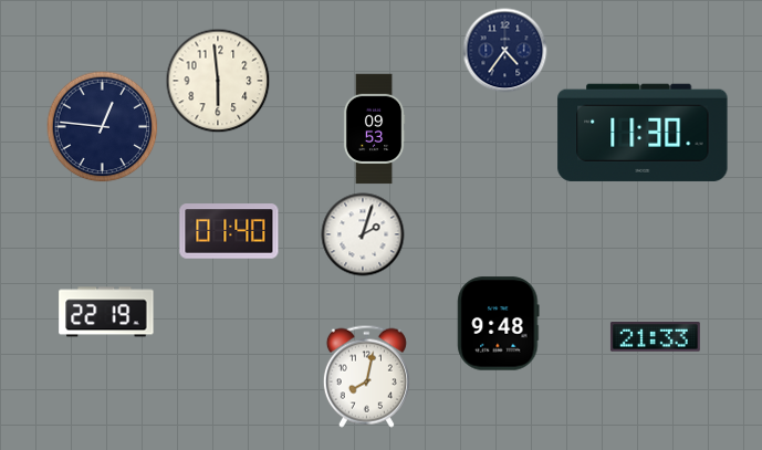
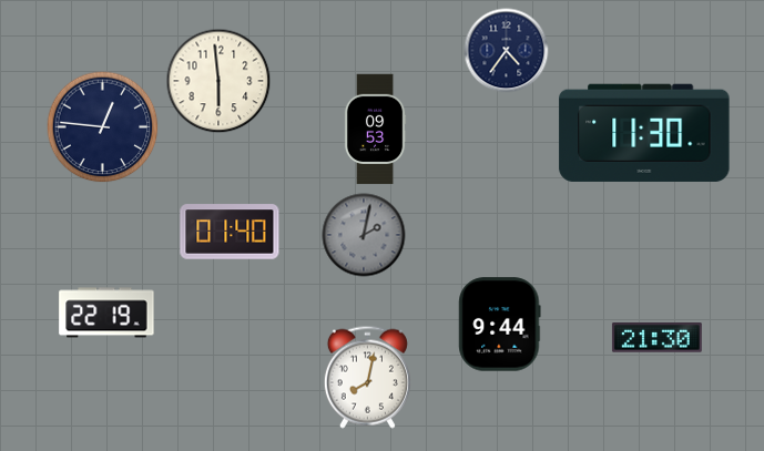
clock at (363, 234): 2:03 -> 2:02
clock at (363, 234) dial: white -> grey
clock at (499, 324): 9:48 -> 9:44
clock at (655, 337): 21:33 -> 21:30
